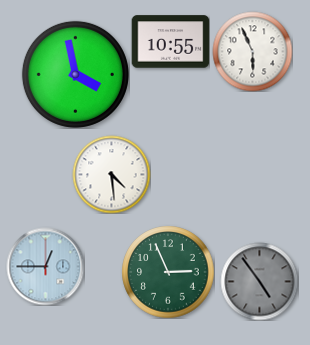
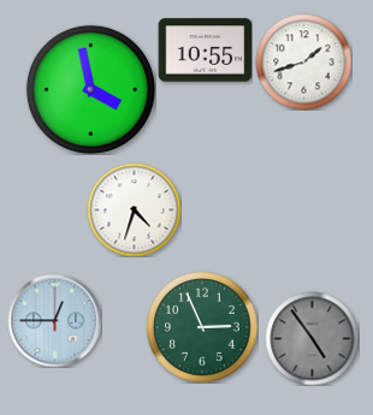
clock at (252, 51): 5:56 -> 1:42
clock at (111, 174): 4:29 -> 4:33
